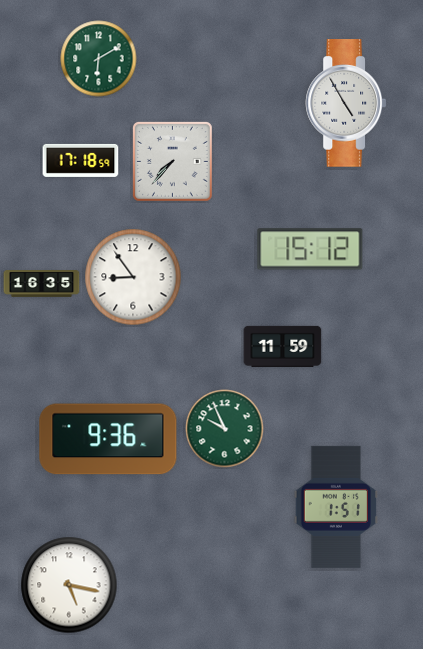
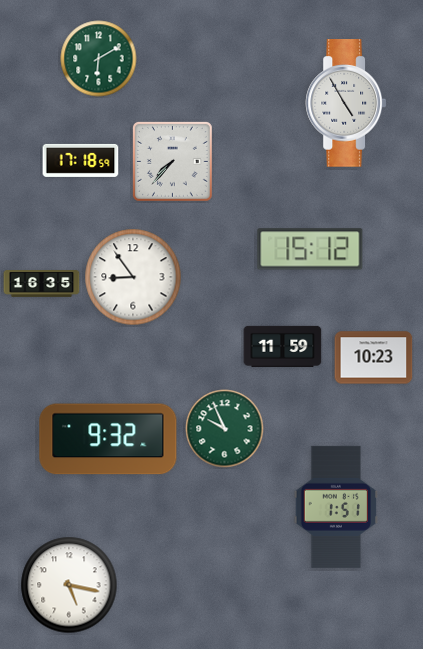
clock at (374, 358): none -> 10:23
clock at (108, 439): 9:36 -> 9:32
